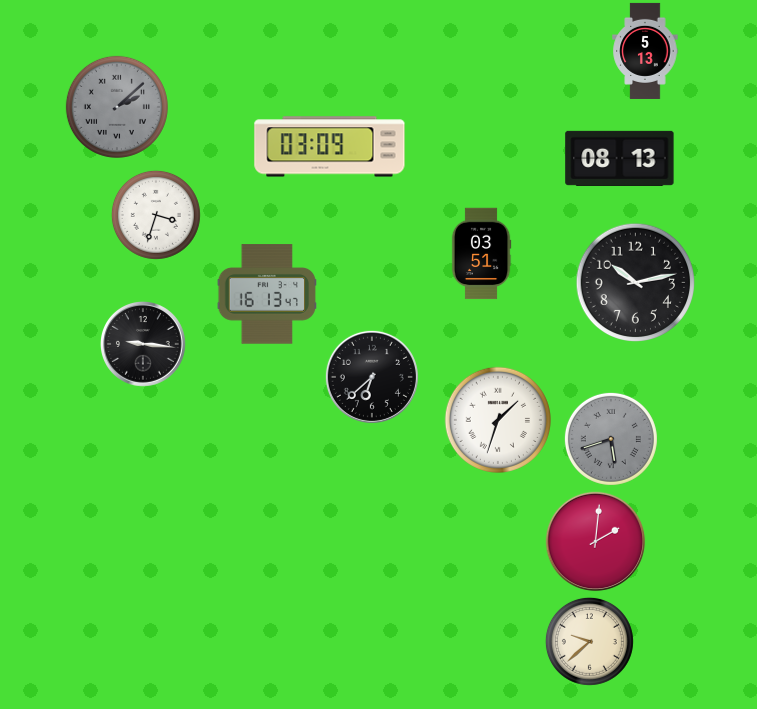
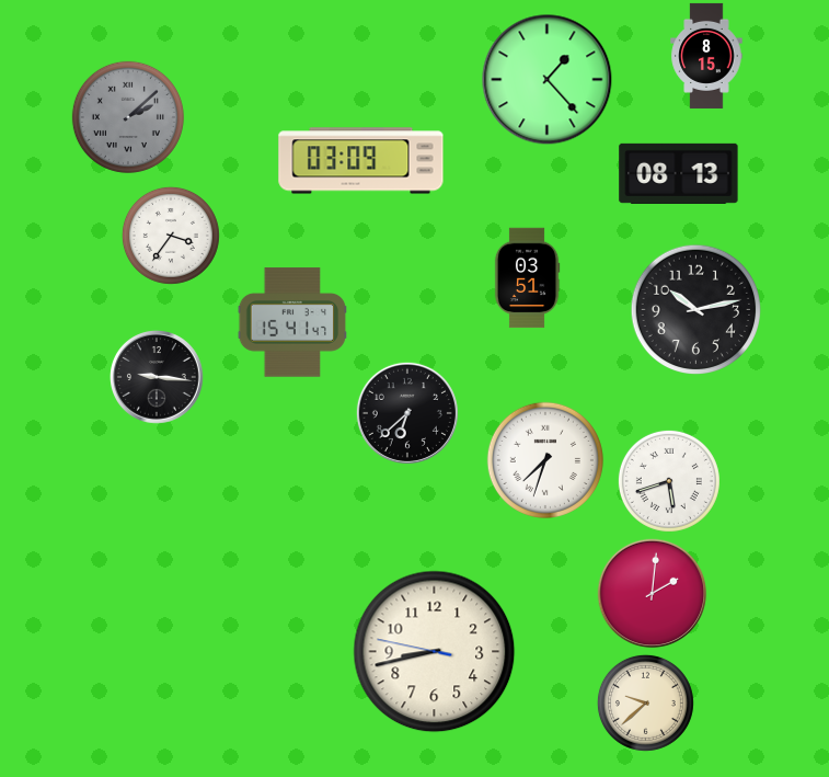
clock at (645, 51): 5:13 -> 8:15
clock at (548, 80): none -> 1:23
clock at (156, 215): 3:33 -> 3:36
clock at (267, 294): 16:13 -> 15:41
clock at (498, 420): 1:33 -> 7:33
clock at (611, 439) dial: grey -> white
clock at (435, 652): none -> 8:42
